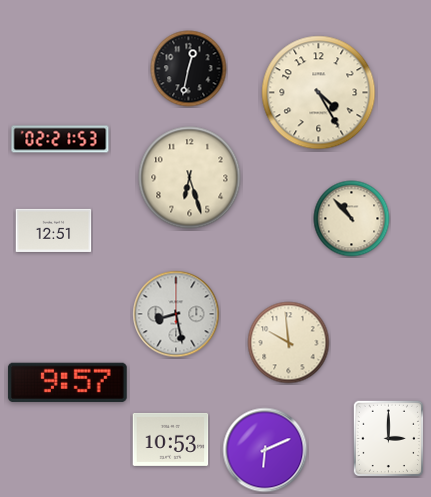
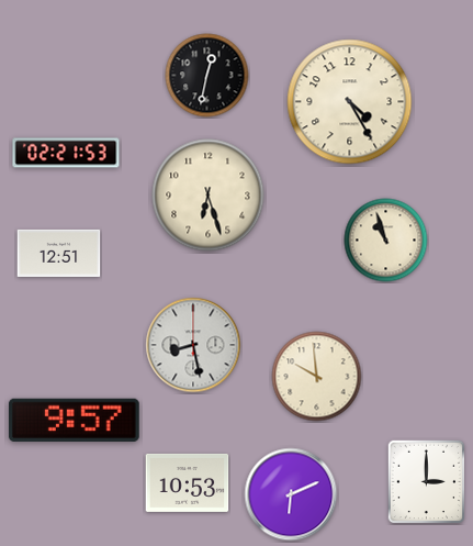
clock at (352, 219): 10:53 -> 10:57
